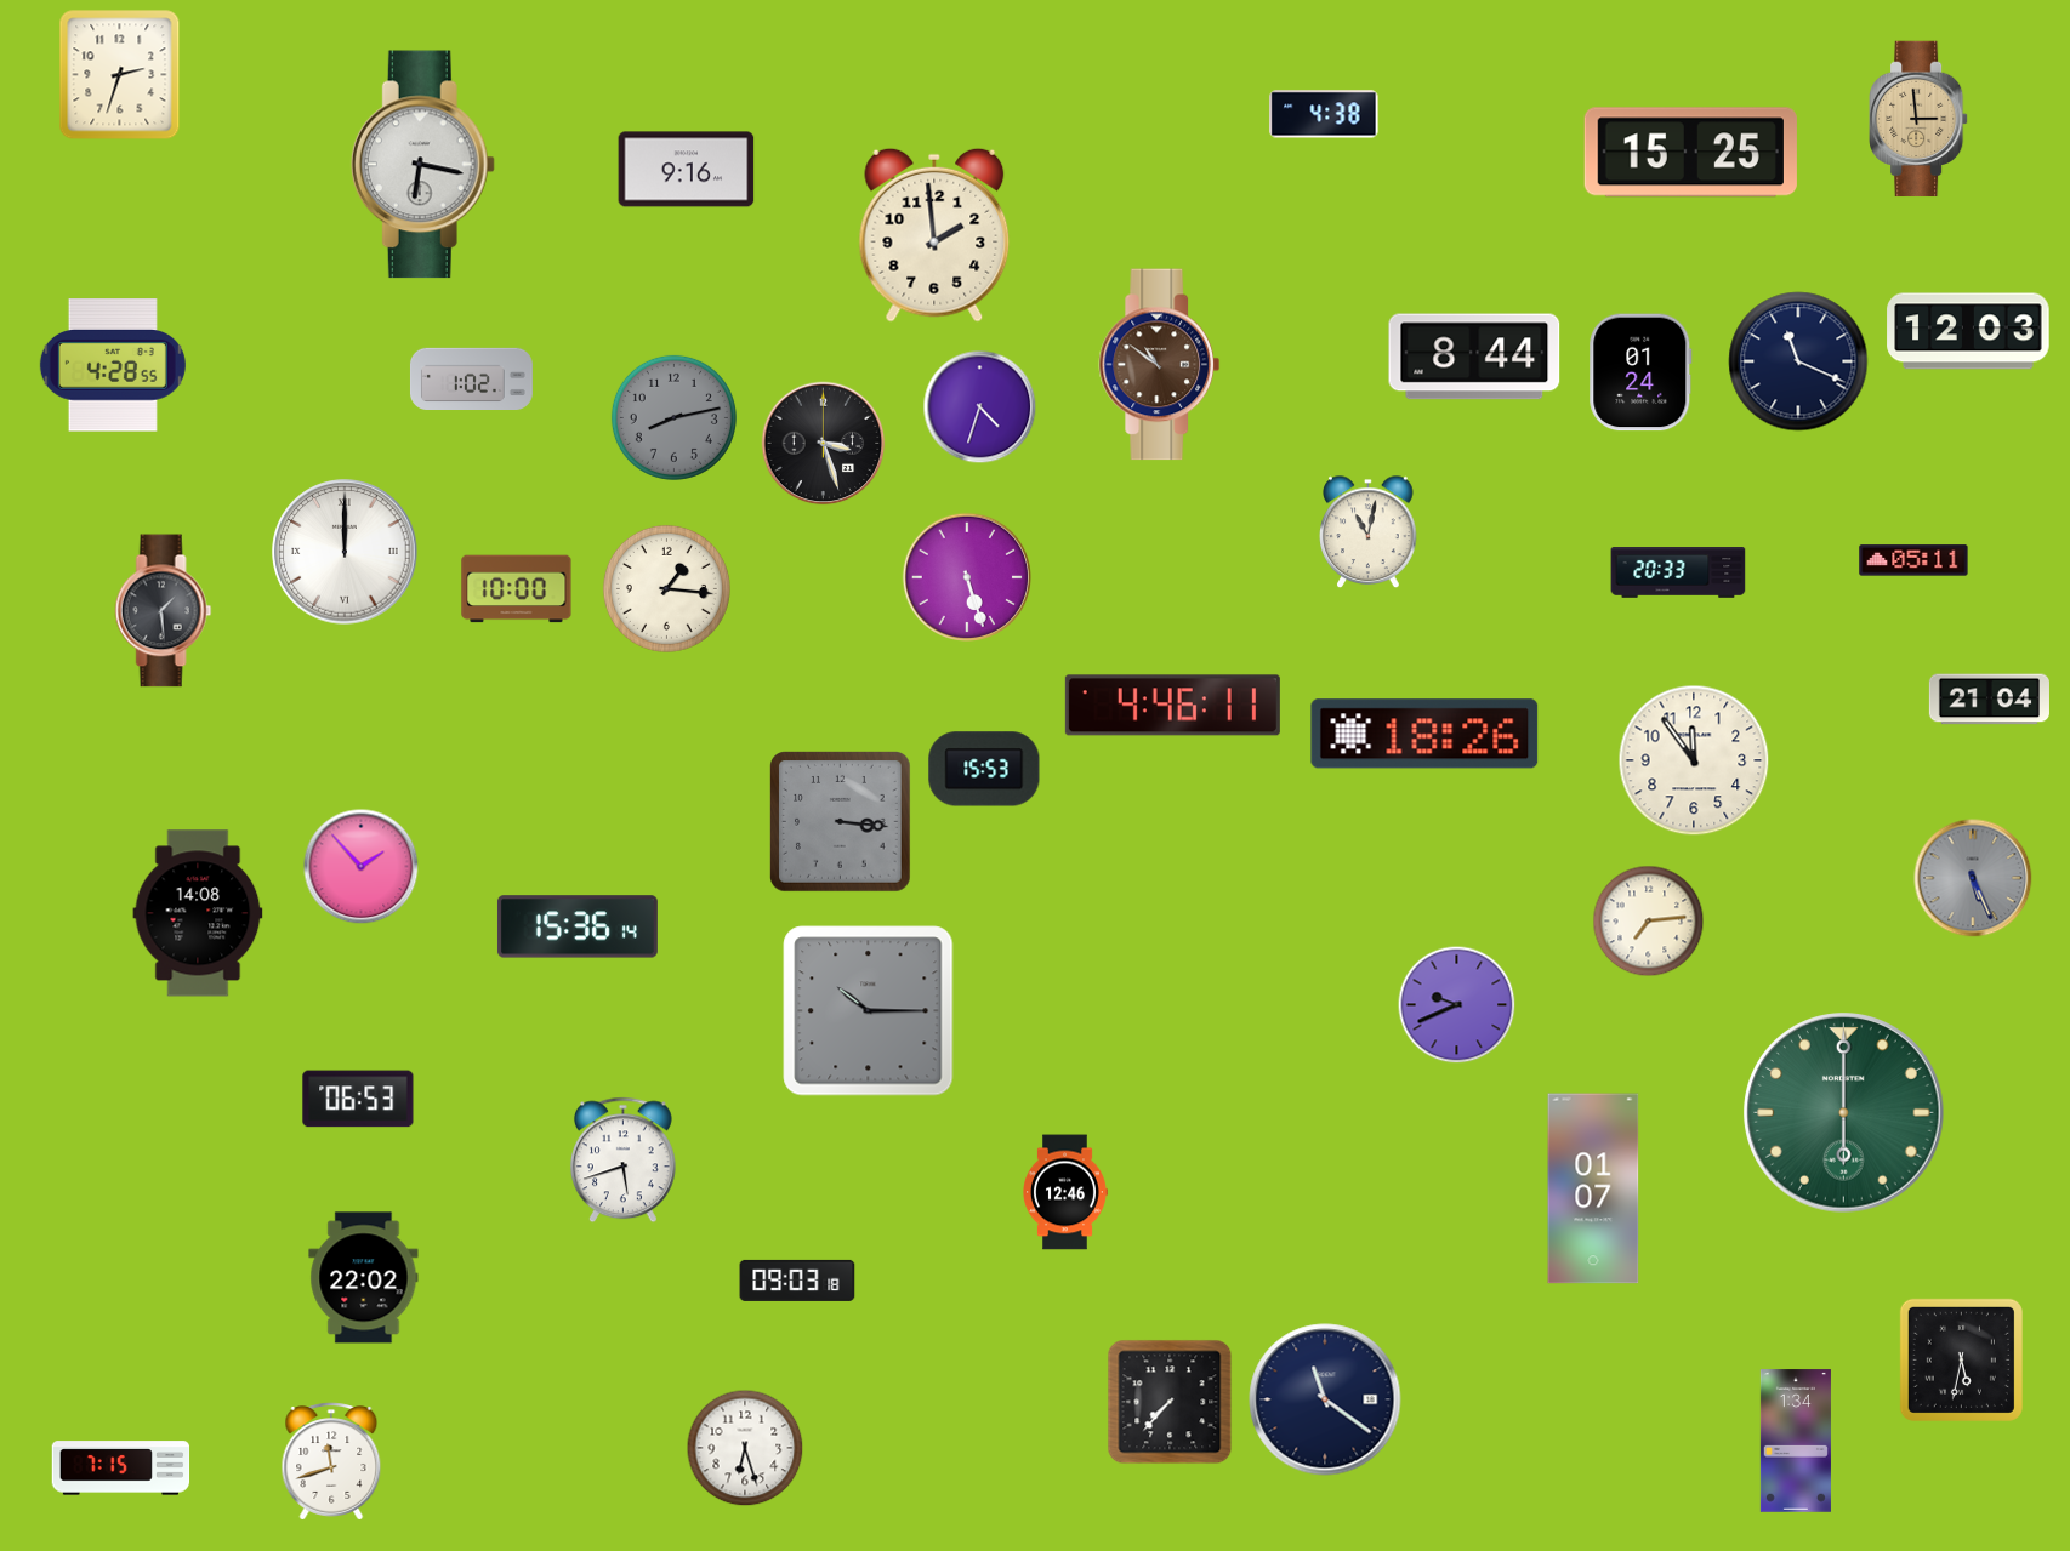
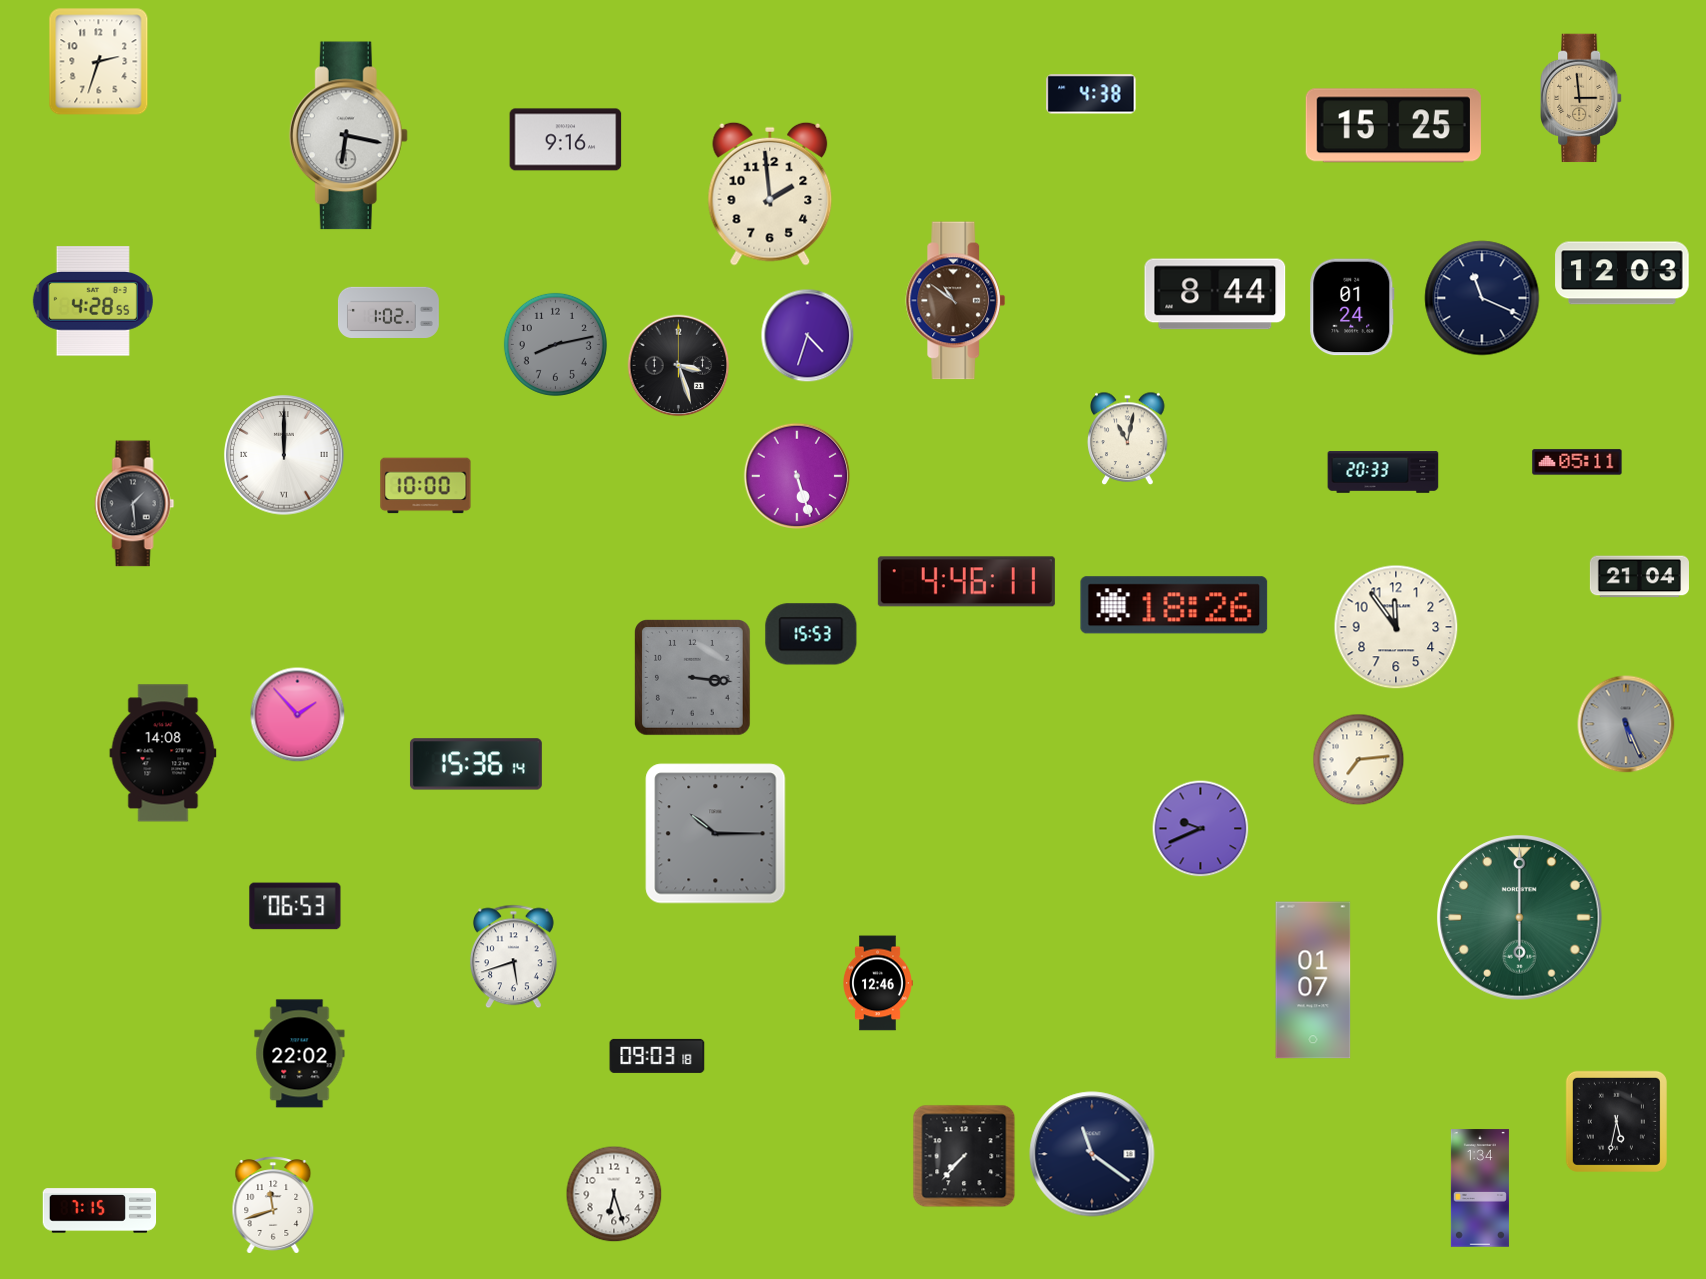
clock at (666, 588): 1:16 -> none
